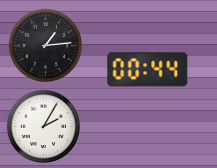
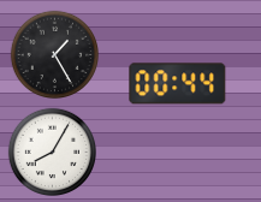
clock at (45, 45): 1:14 -> 1:25
clock at (43, 126): 2:05 -> 8:05
